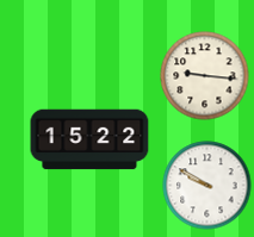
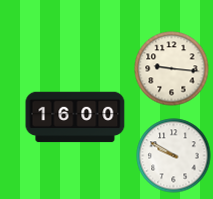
clock at (205, 76) position: (205, 76) -> (172, 69)
clock at (89, 139): 15:22 -> 16:00
